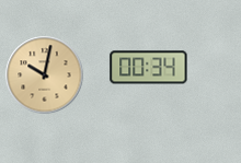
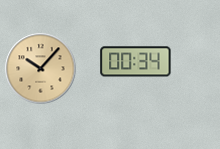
clock at (45, 75): 10:02 -> 10:07
